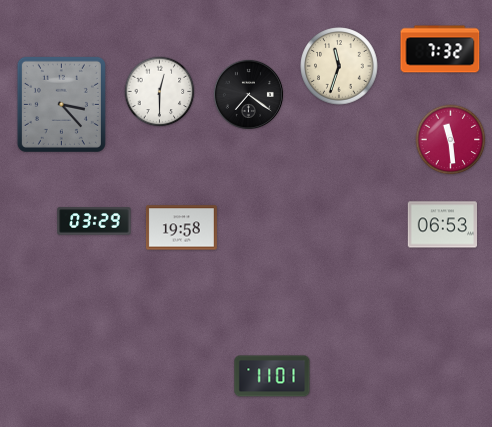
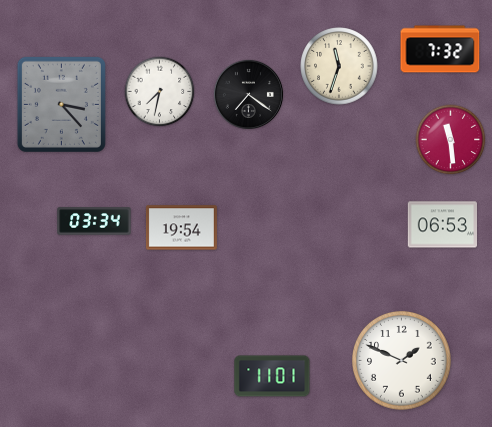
clock at (160, 92): 12:30 -> 7:32
clock at (94, 221): 03:29 -> 03:34
clock at (181, 228): 19:58 -> 19:54
clock at (402, 361): none -> 1:49
